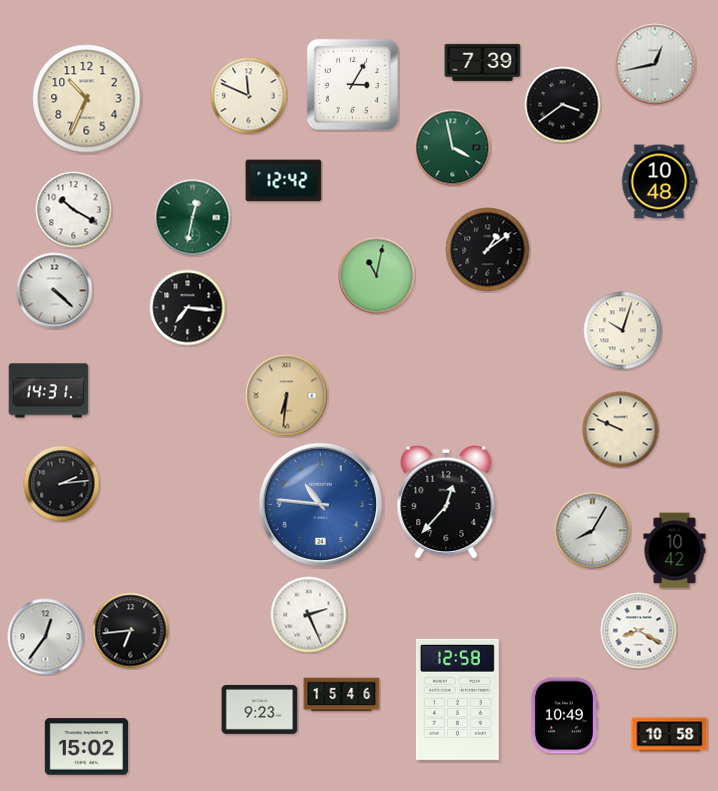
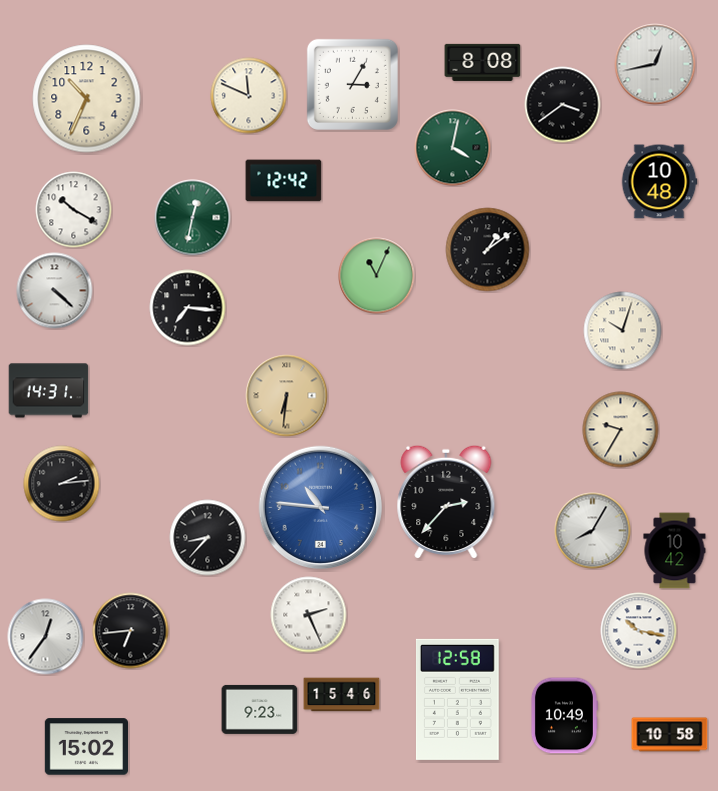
clock at (483, 62): 7:39 -> 8:08
clock at (453, 148): 3:58 -> 4:02
clock at (377, 276): 11:02 -> 11:04
clock at (621, 430): 9:49 -> 9:35
clock at (446, 502): 12:37 -> 2:37
clock at (320, 504) position: (320, 504) -> (320, 507)
clock at (208, 538): none -> 8:37
clock at (639, 631): 8:20 -> 10:17
